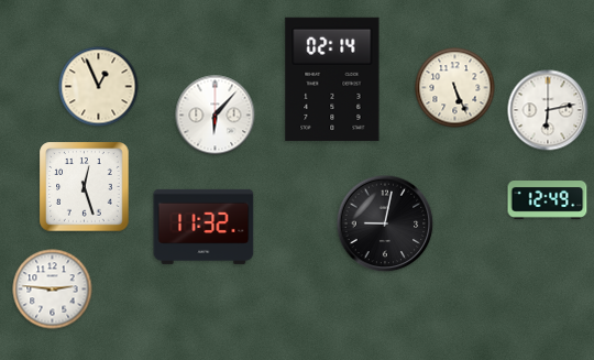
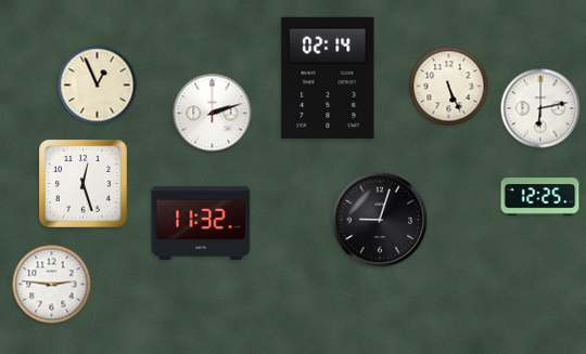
clock at (216, 116): 6:07 -> 2:12
clock at (548, 200): 12:49 -> 12:25
clock at (385, 223): 9:02 -> 9:03
